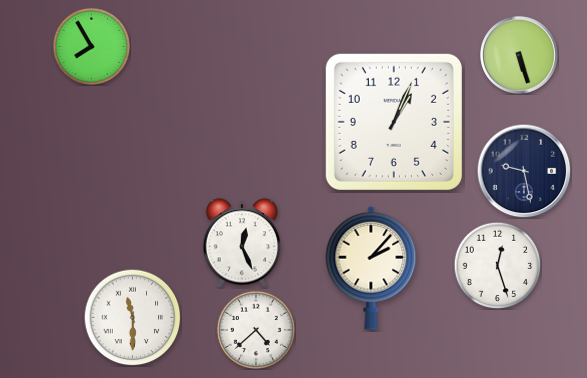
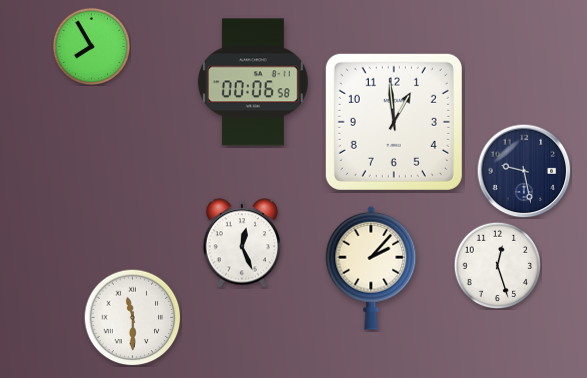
clock at (519, 55): 5:27 -> none
clock at (253, 82): none -> 00:06
clock at (394, 122): 1:04 -> 12:59
clock at (255, 329): 4:38 -> none
